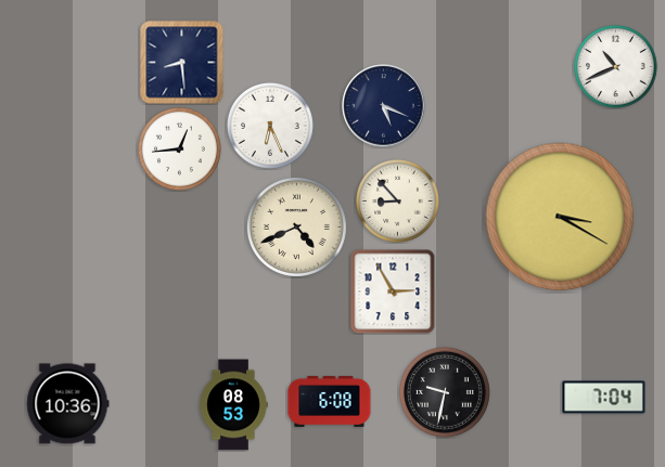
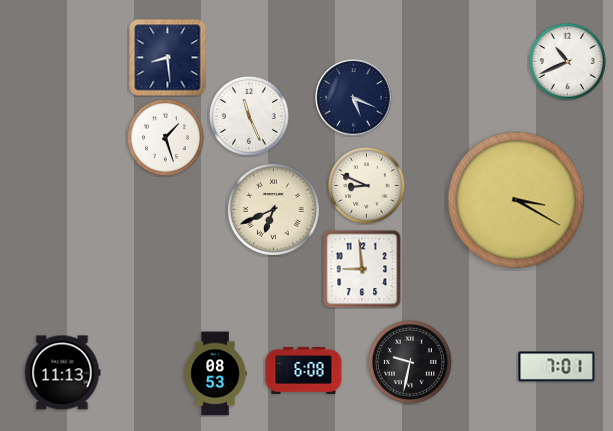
clock at (270, 126): 6:26 -> 11:26
clock at (180, 150): 12:44 -> 1:27
clock at (398, 202): 8:53 -> 8:49
clock at (296, 226): 4:41 -> 6:41
clock at (393, 291): 2:55 -> 8:59
clock at (604, 398): 7:04 -> 7:01
clock at (67, 404): 10:36 -> 11:13
